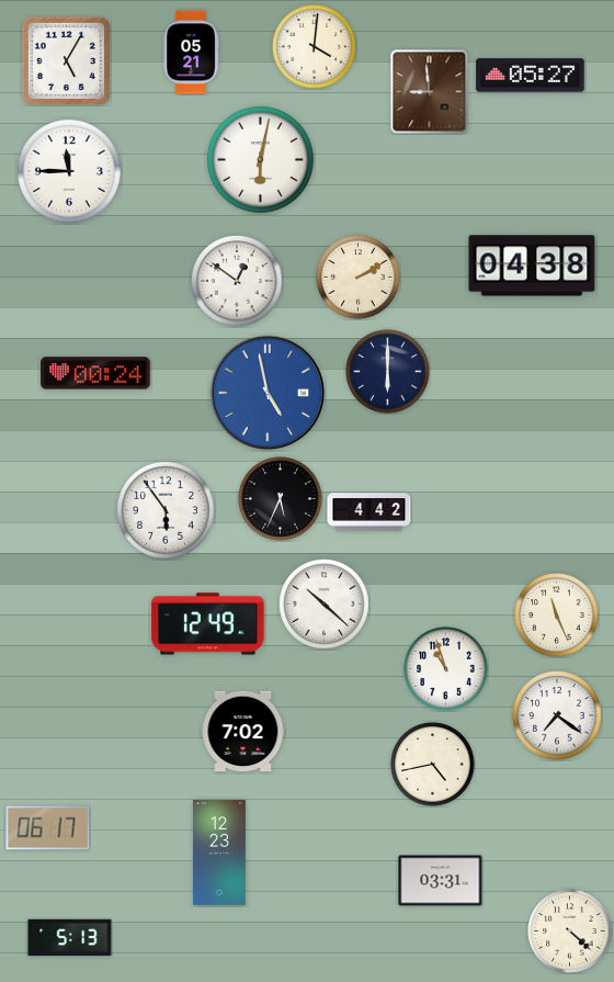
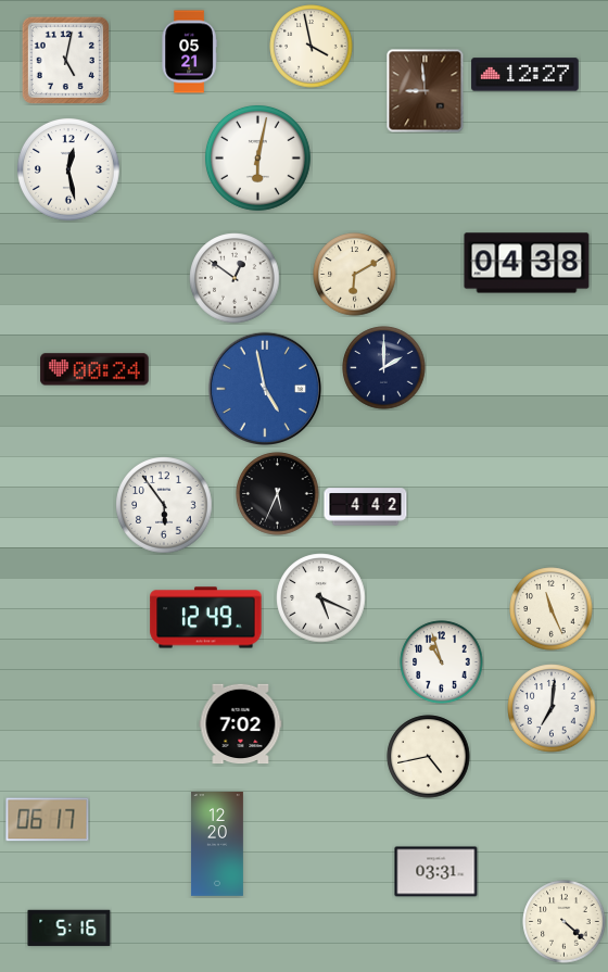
clock at (315, 47): 4:01 -> 3:58
clock at (66, 60): 5:05 -> 5:02
clock at (531, 76): 05:27 -> 12:27
clock at (70, 172): 11:45 -> 12:28
clock at (359, 278): 2:10 -> 6:10
clock at (388, 372): 6:00 -> 2:00
clock at (325, 605): 10:22 -> 5:19
clock at (557, 715): 7:21 -> 7:01
clock at (219, 854): 12:23 -> 12:20
clock at (70, 938): 5:13 -> 5:16
